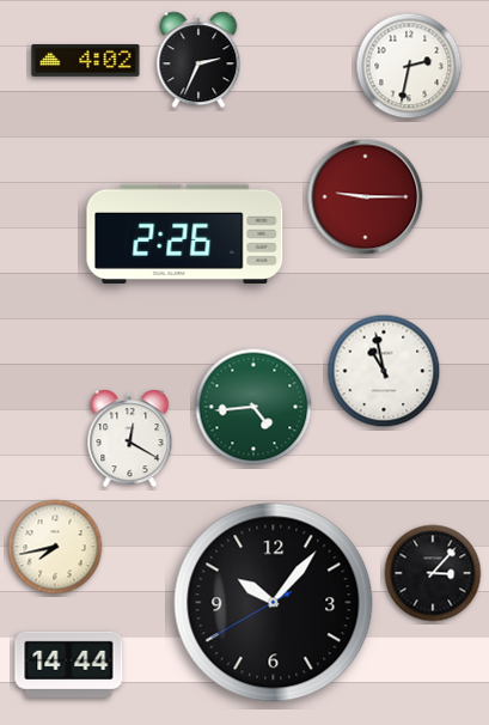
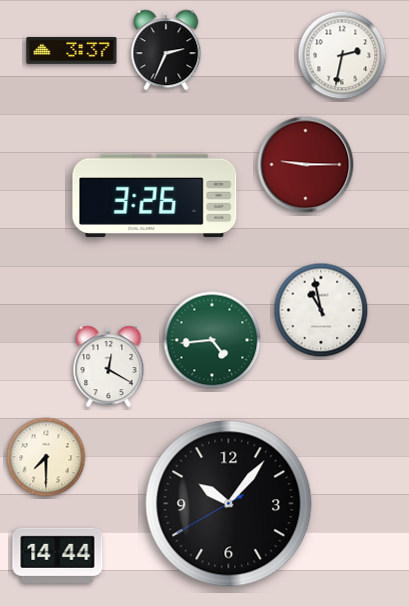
clock at (86, 60): 4:02 -> 3:37
clock at (185, 233): 2:26 -> 3:26
clock at (55, 547): 7:43 -> 7:30
clock at (433, 573): 3:07 -> none
